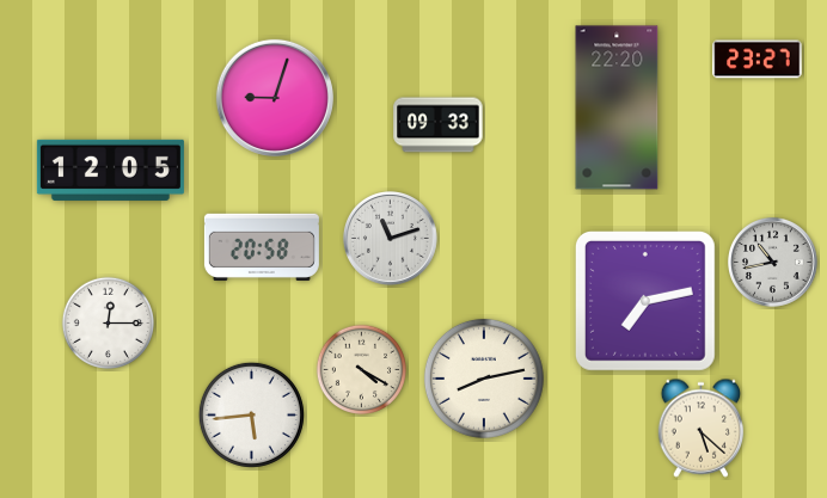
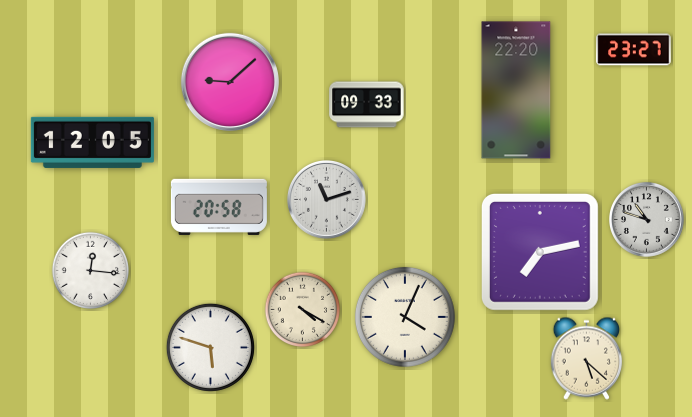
clock at (275, 98): 9:03 -> 9:08
clock at (773, 263): 10:43 -> 10:48
clock at (108, 322): 12:15 -> 12:16
clock at (484, 379): 8:13 -> 4:04
clock at (251, 414): 5:44 -> 5:48
